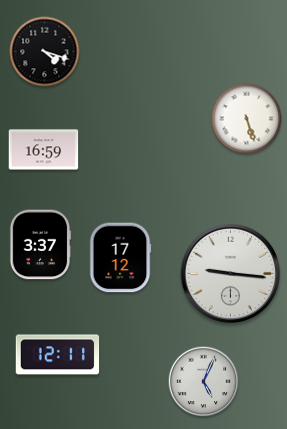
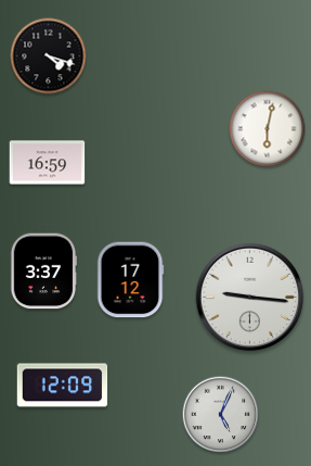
clock at (247, 119): 5:27 -> 6:02
clock at (40, 245) position: (40, 245) -> (43, 272)
clock at (58, 355): 12:11 -> 12:09
